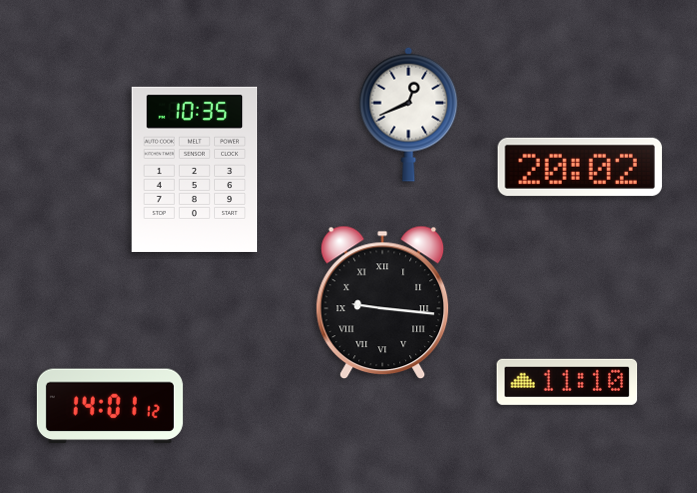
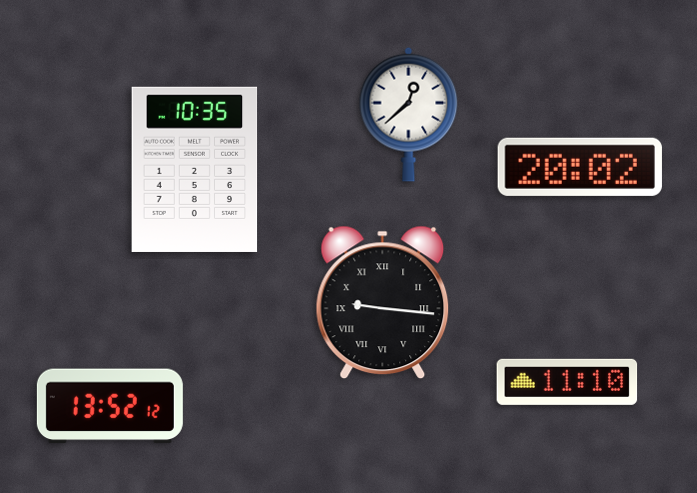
clock at (409, 114): 12:41 -> 12:38
clock at (110, 406): 14:01 -> 13:52
